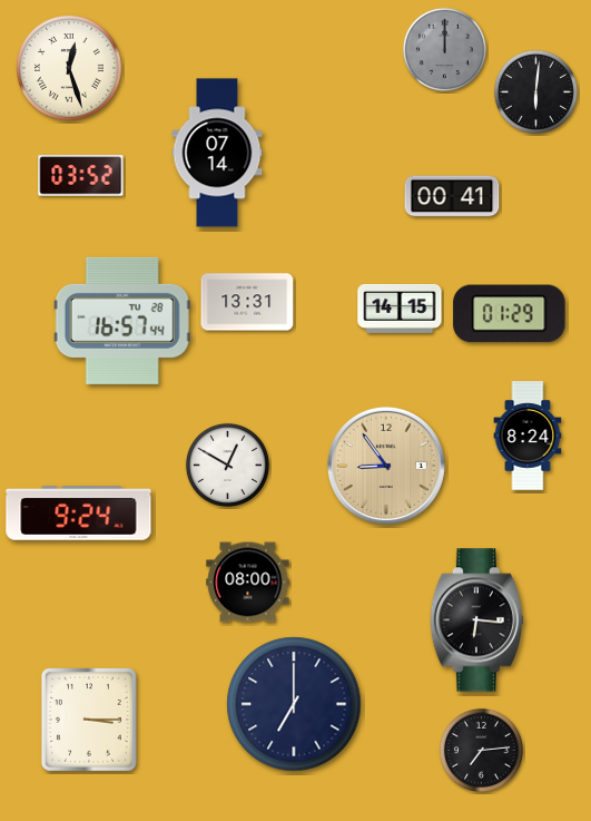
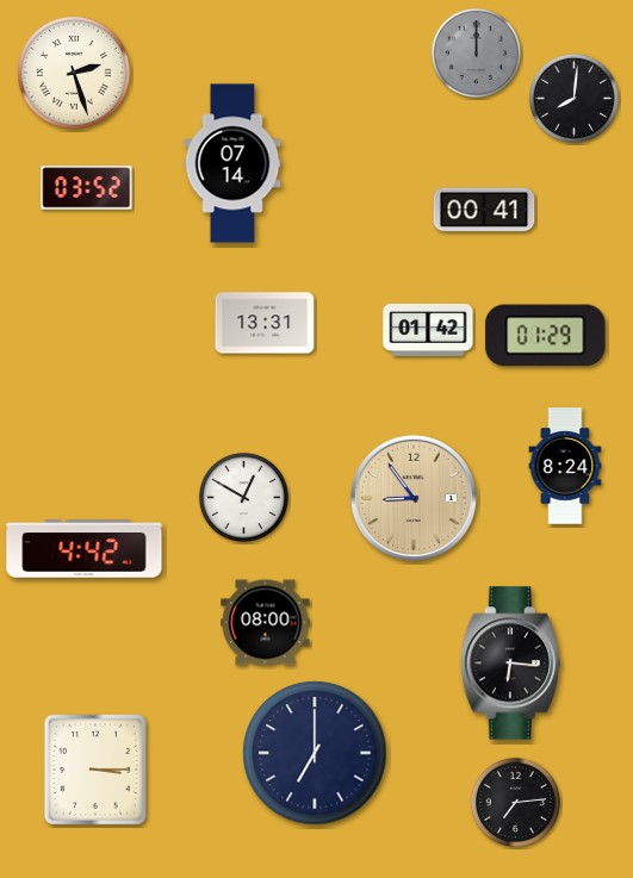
clock at (70, 69): 12:27 -> 2:27
clock at (535, 91): 6:01 -> 8:01
clock at (400, 309): 14:15 -> 01:42
clock at (122, 321): 16:57 -> none
clock at (79, 514): 9:24 -> 4:42
